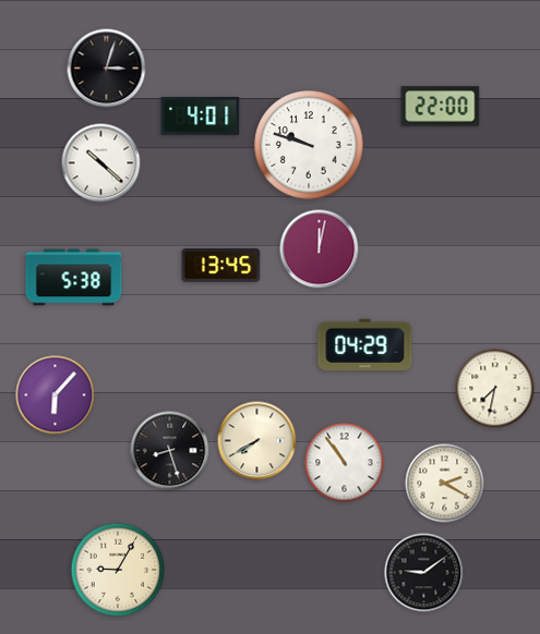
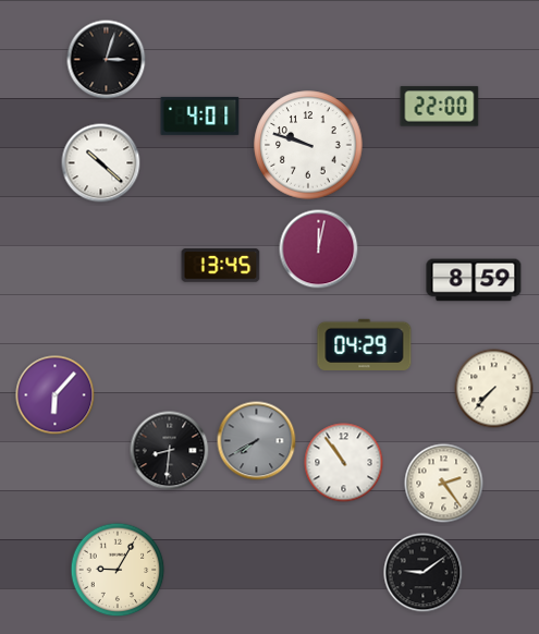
clock at (107, 69) position: (107, 69) -> (107, 60)
clock at (74, 278): 5:38 -> none
clock at (474, 280): none -> 8:59
clock at (495, 389): 7:32 -> 7:37
clock at (257, 441) dial: cream -> grey
clock at (170, 451): 8:27 -> 8:31
clock at (445, 484): 2:20 -> 2:24
